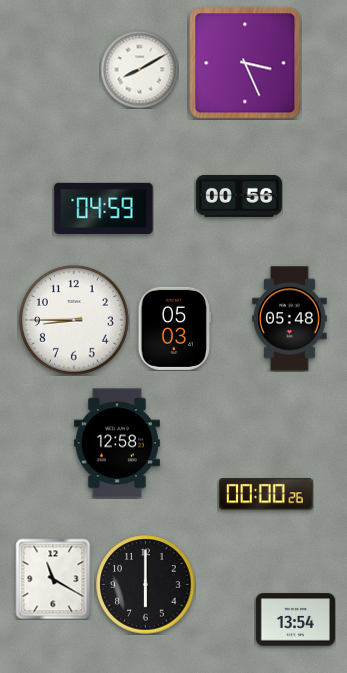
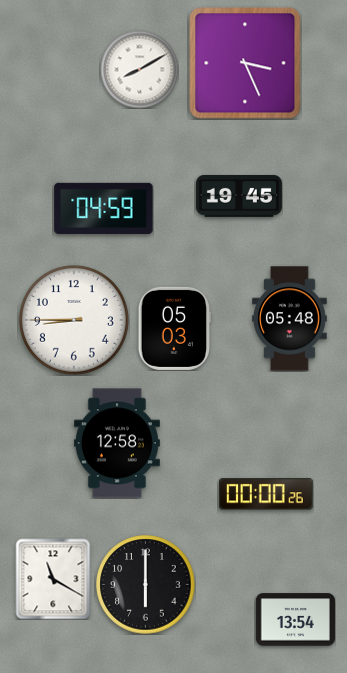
clock at (239, 196): 00:56 -> 19:45
